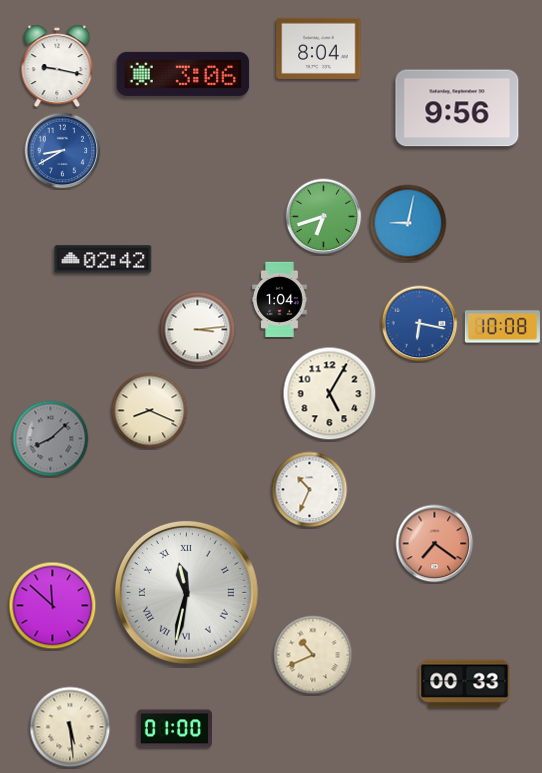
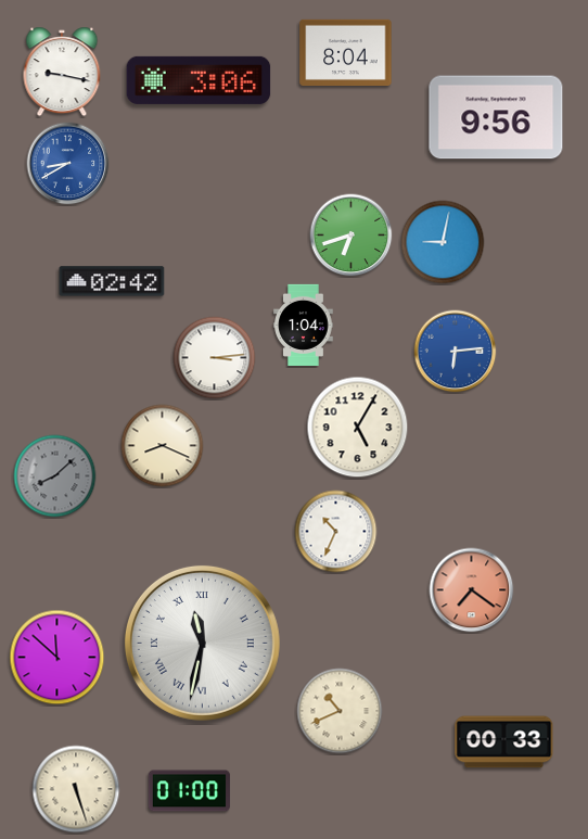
clock at (420, 324): 6:17 -> 6:14
clock at (502, 327): 10:08 -> none
clock at (70, 727): 5:29 -> 5:27
